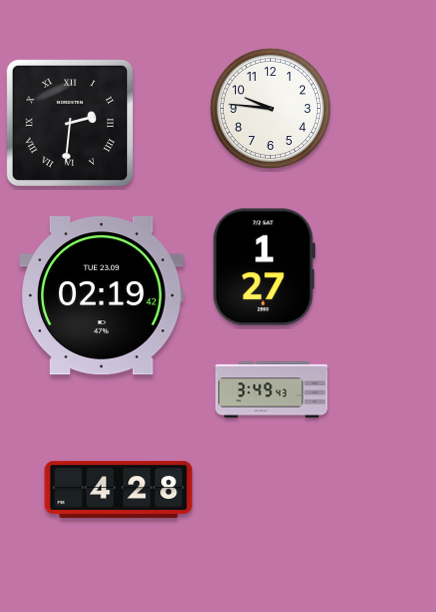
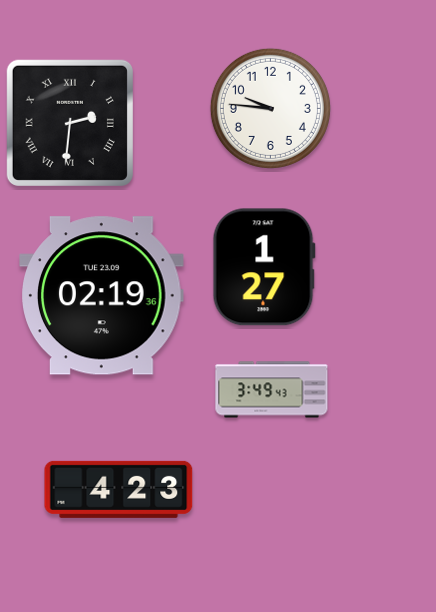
clock at (102, 296): 02:19:42 -> 02:19:36
clock at (119, 489): 4:28 -> 4:23
